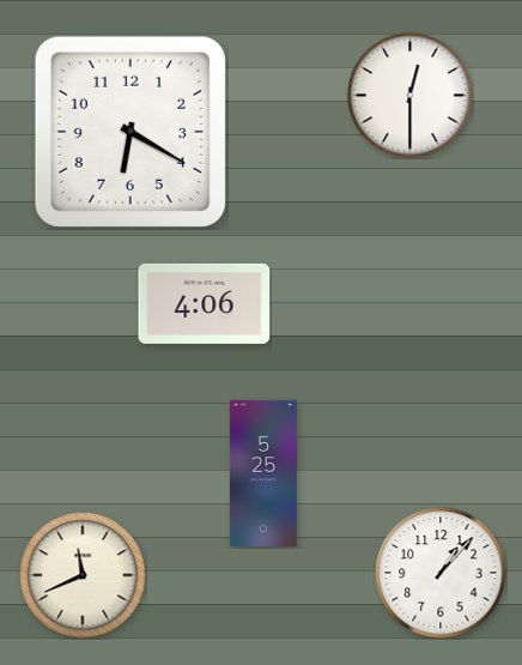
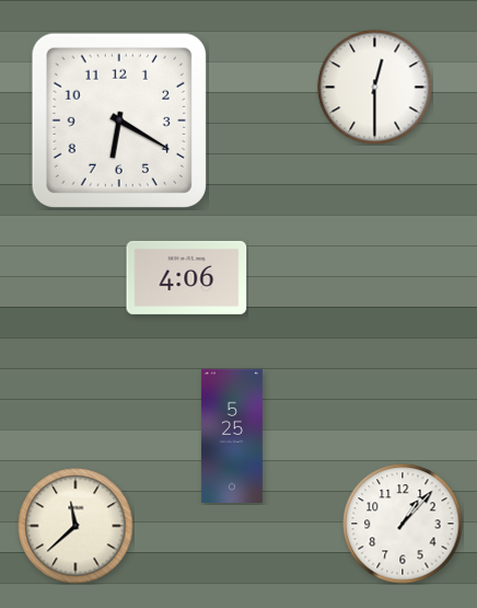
clock at (263, 472) position: (263, 472) -> (232, 435)
clock at (83, 575): 11:41 -> 11:38
